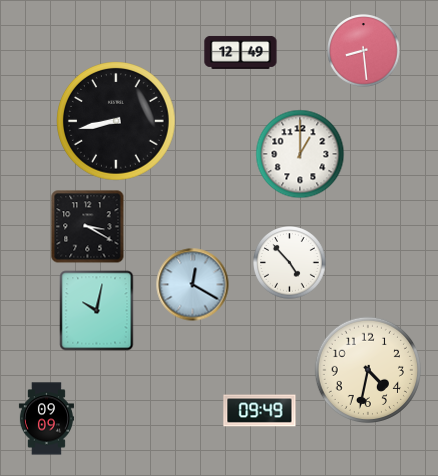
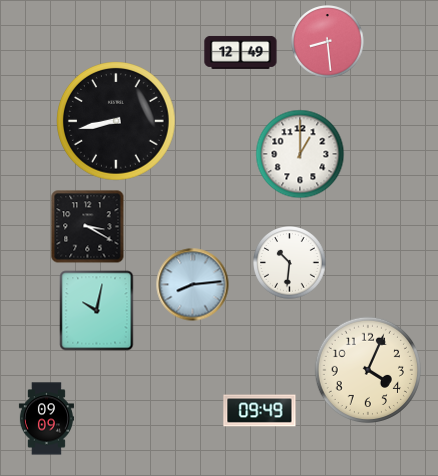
clock at (364, 51) position: (364, 51) -> (328, 42)
clock at (290, 263): 4:53 -> 10:31
clock at (193, 285): 12:20 -> 8:14
clock at (367, 369): 4:32 -> 4:04
